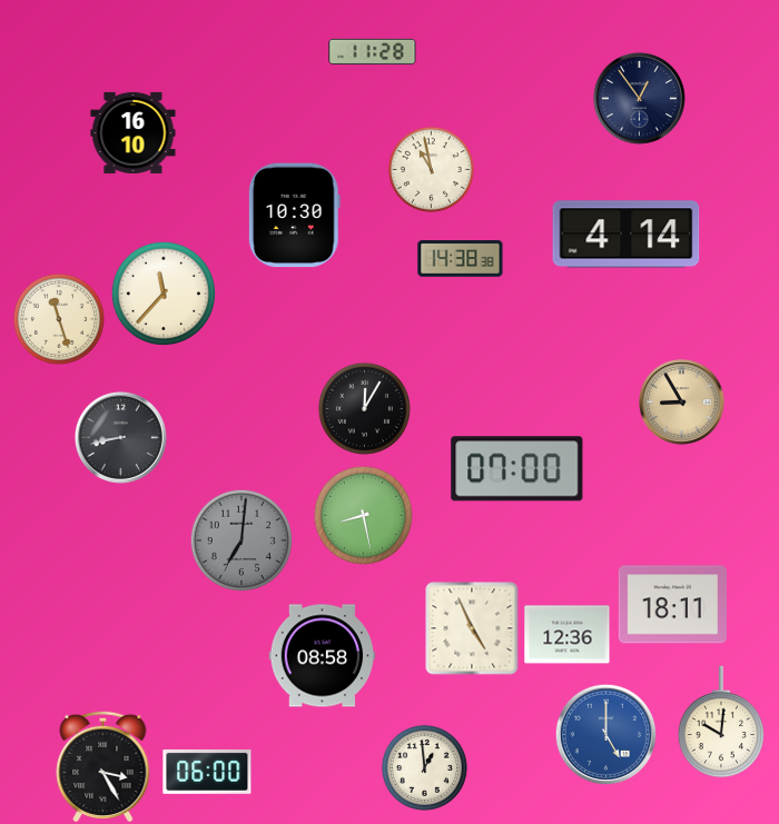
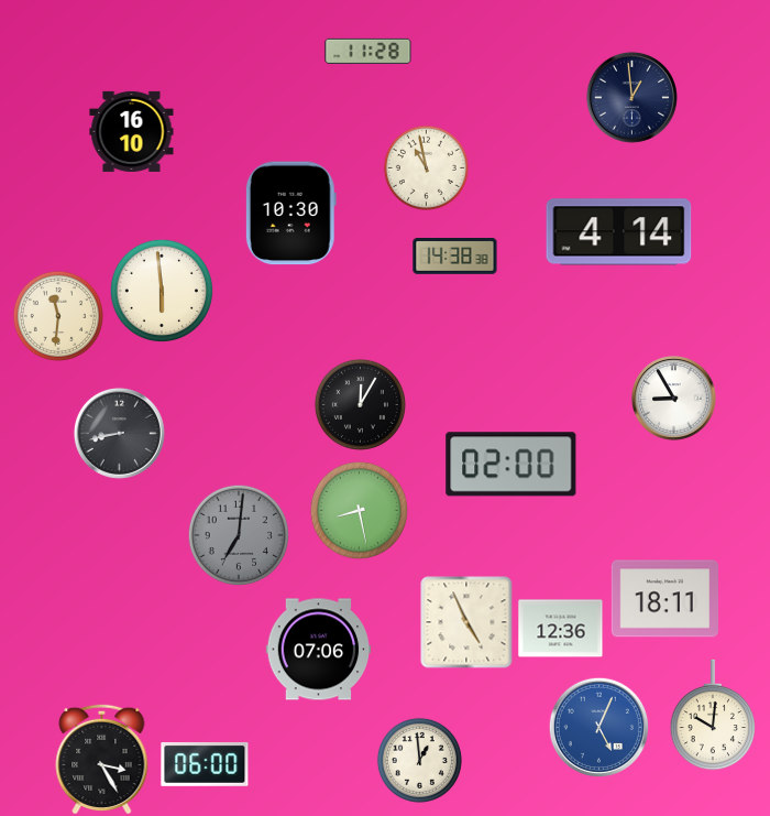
clock at (639, 98): 12:54 -> 12:59
clock at (162, 292): 11:37 -> 5:59
clock at (59, 319): 11:27 -> 11:31
clock at (682, 403) dial: champagne -> white
clock at (517, 469): 07:00 -> 02:00
clock at (323, 656): 08:58 -> 07:06
clock at (605, 734): 5:00 -> 5:04
